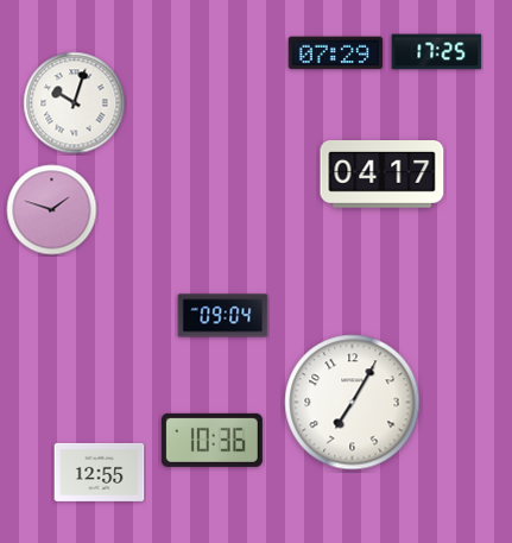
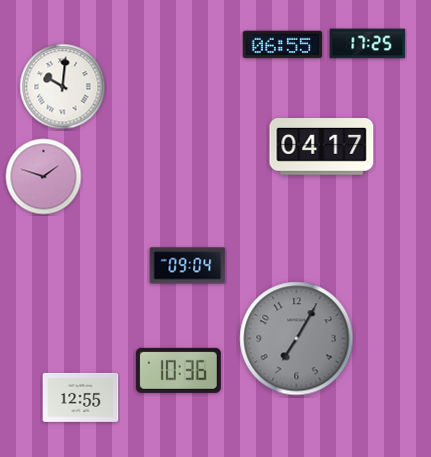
clock at (336, 53): 07:29 -> 06:55
clock at (75, 103): 10:03 -> 10:01
clock at (353, 403) dial: white -> grey
clock at (100, 472) position: (100, 472) -> (81, 397)
